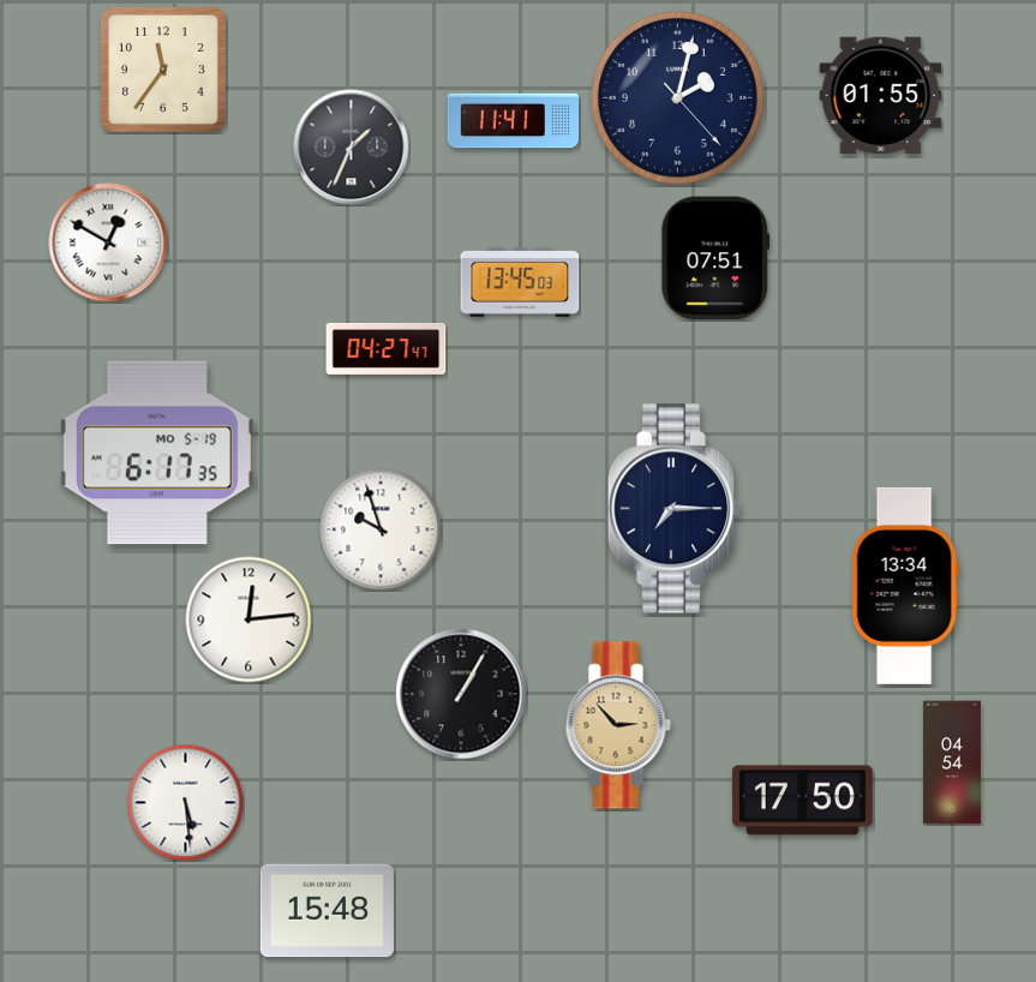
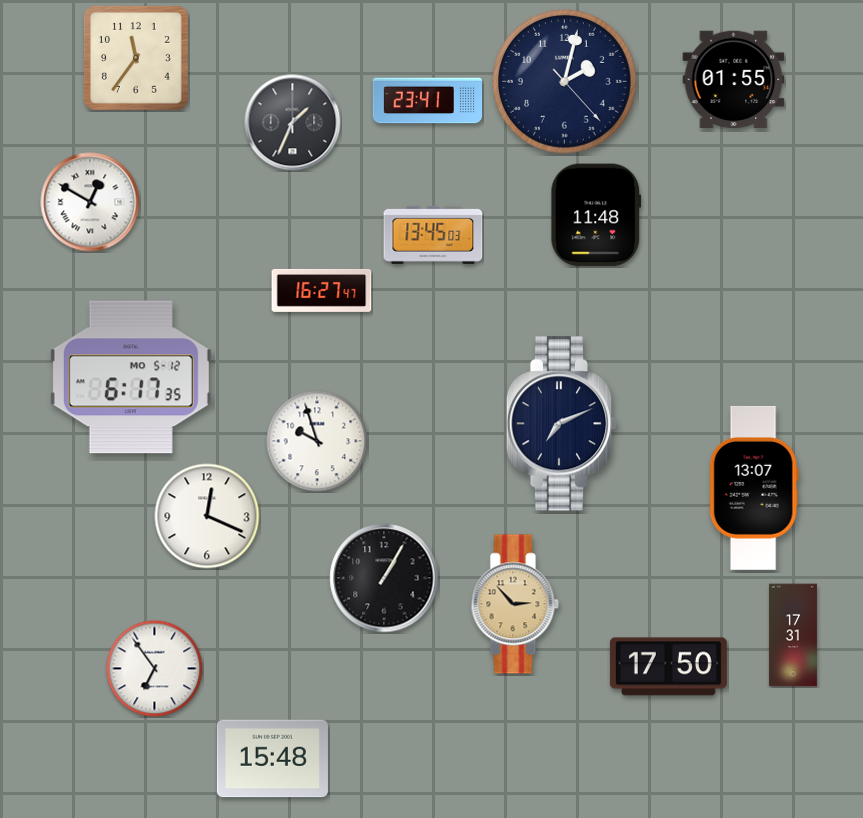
clock at (514, 121): 11:41 -> 23:41
clock at (715, 258): 07:51 -> 11:48
clock at (387, 348): 04:27 -> 16:27
clock at (157, 453) date: MO 5-19 -> MO 5-12
clock at (675, 509): 7:15 -> 7:11
clock at (905, 586): 13:34 -> 13:07
clock at (248, 619): 12:14 -> 12:19
clock at (952, 762): 04:54 -> 17:31
clock at (185, 802): 5:29 -> 6:54
